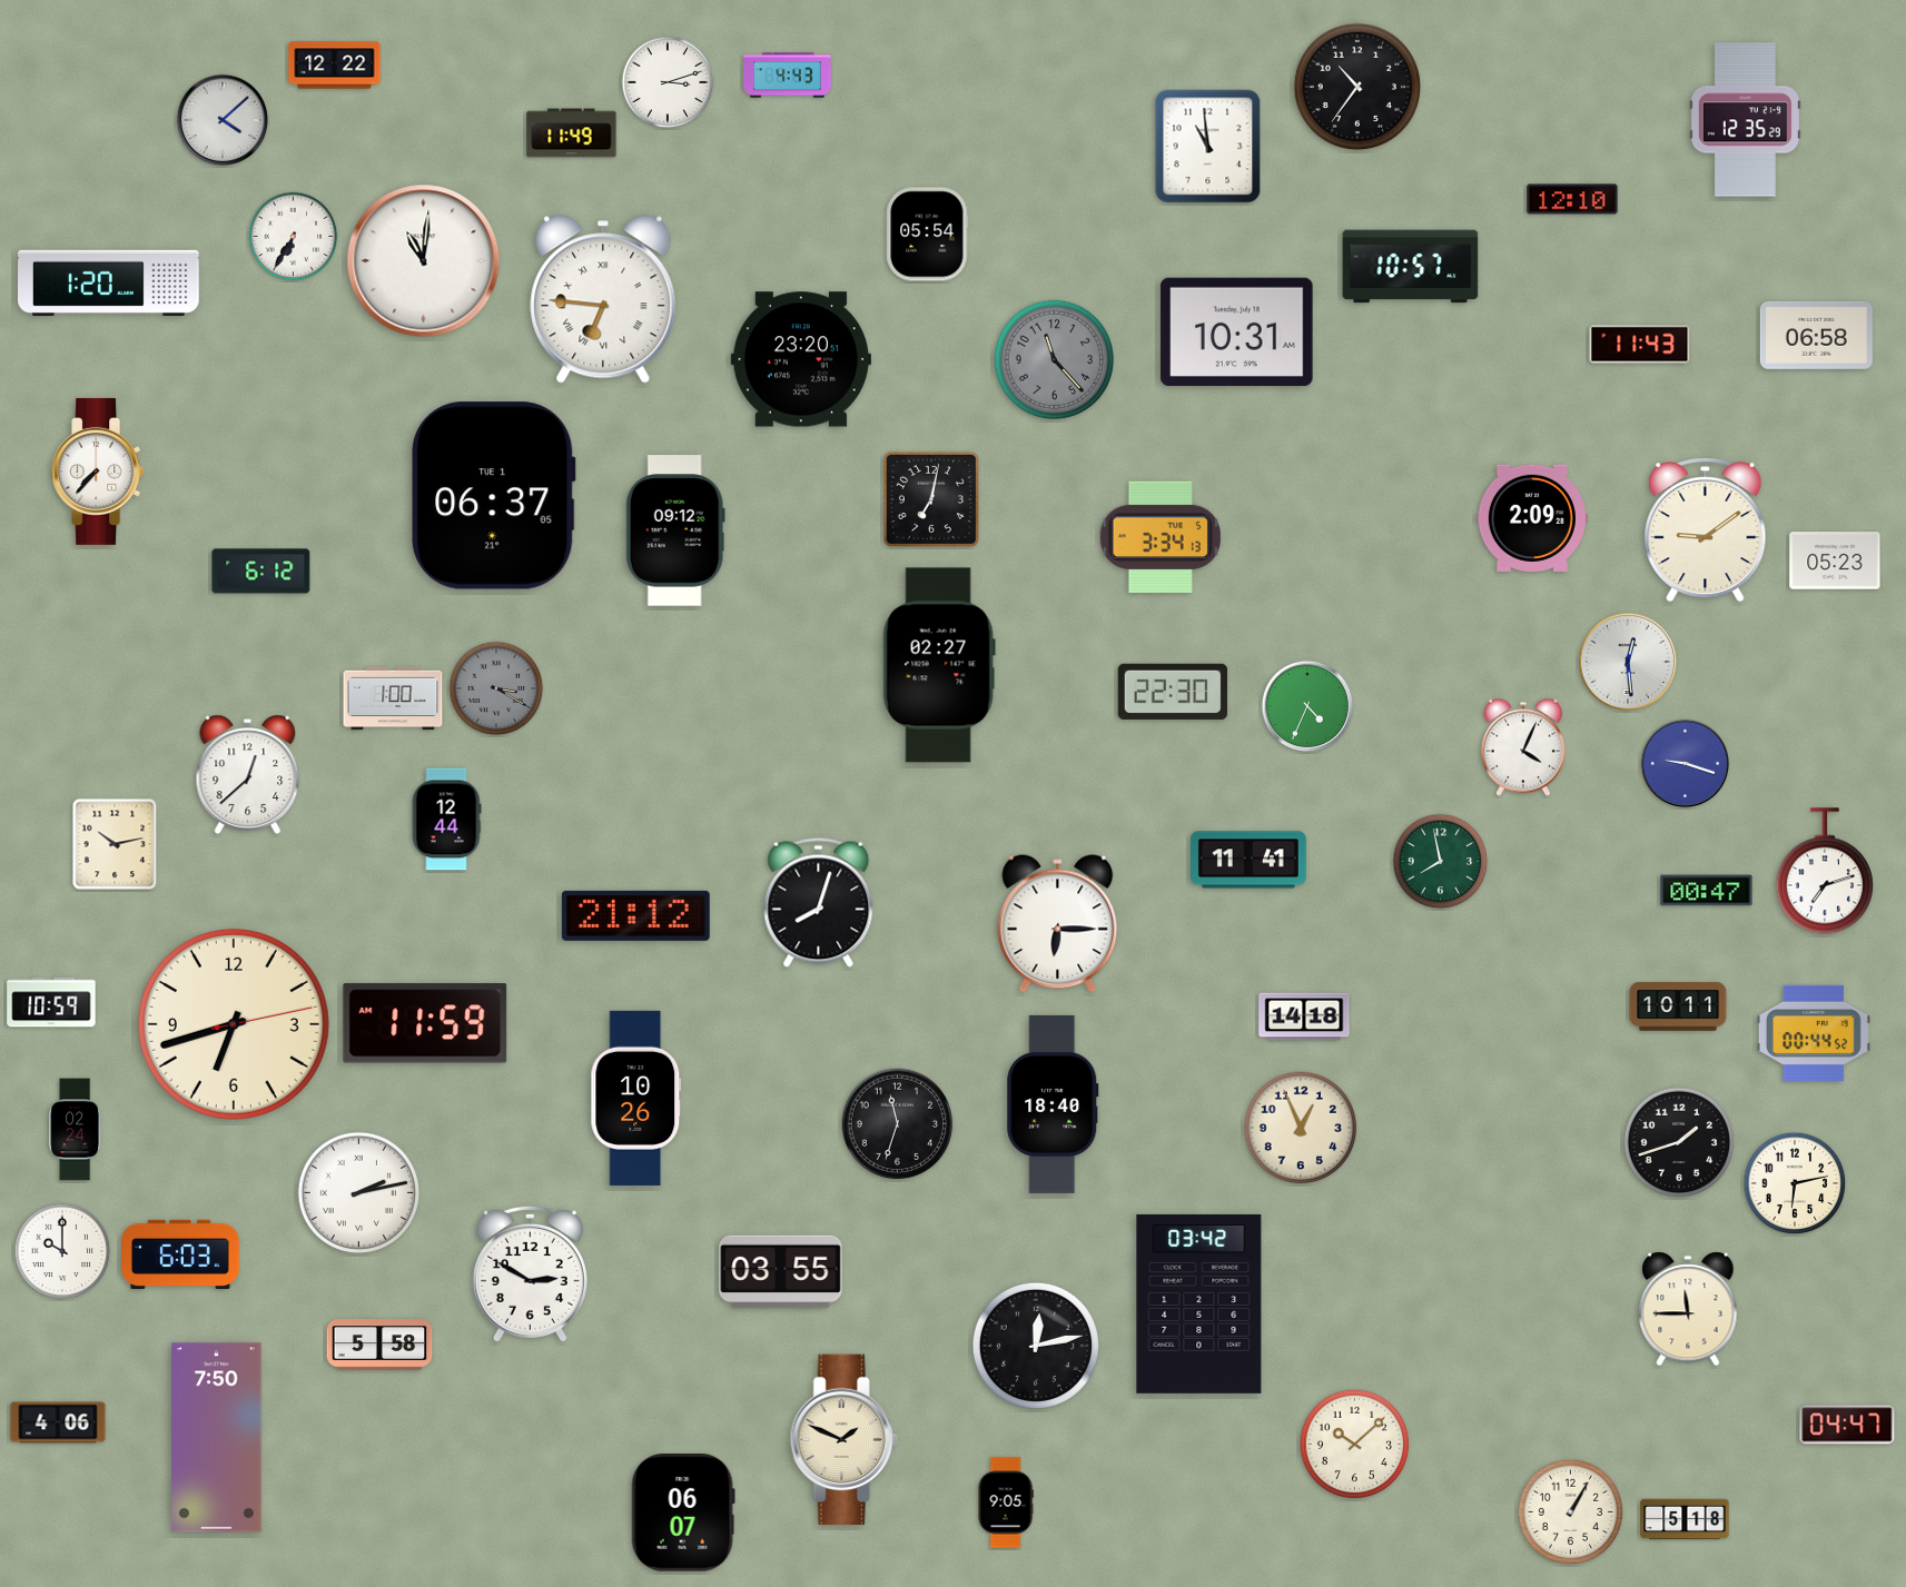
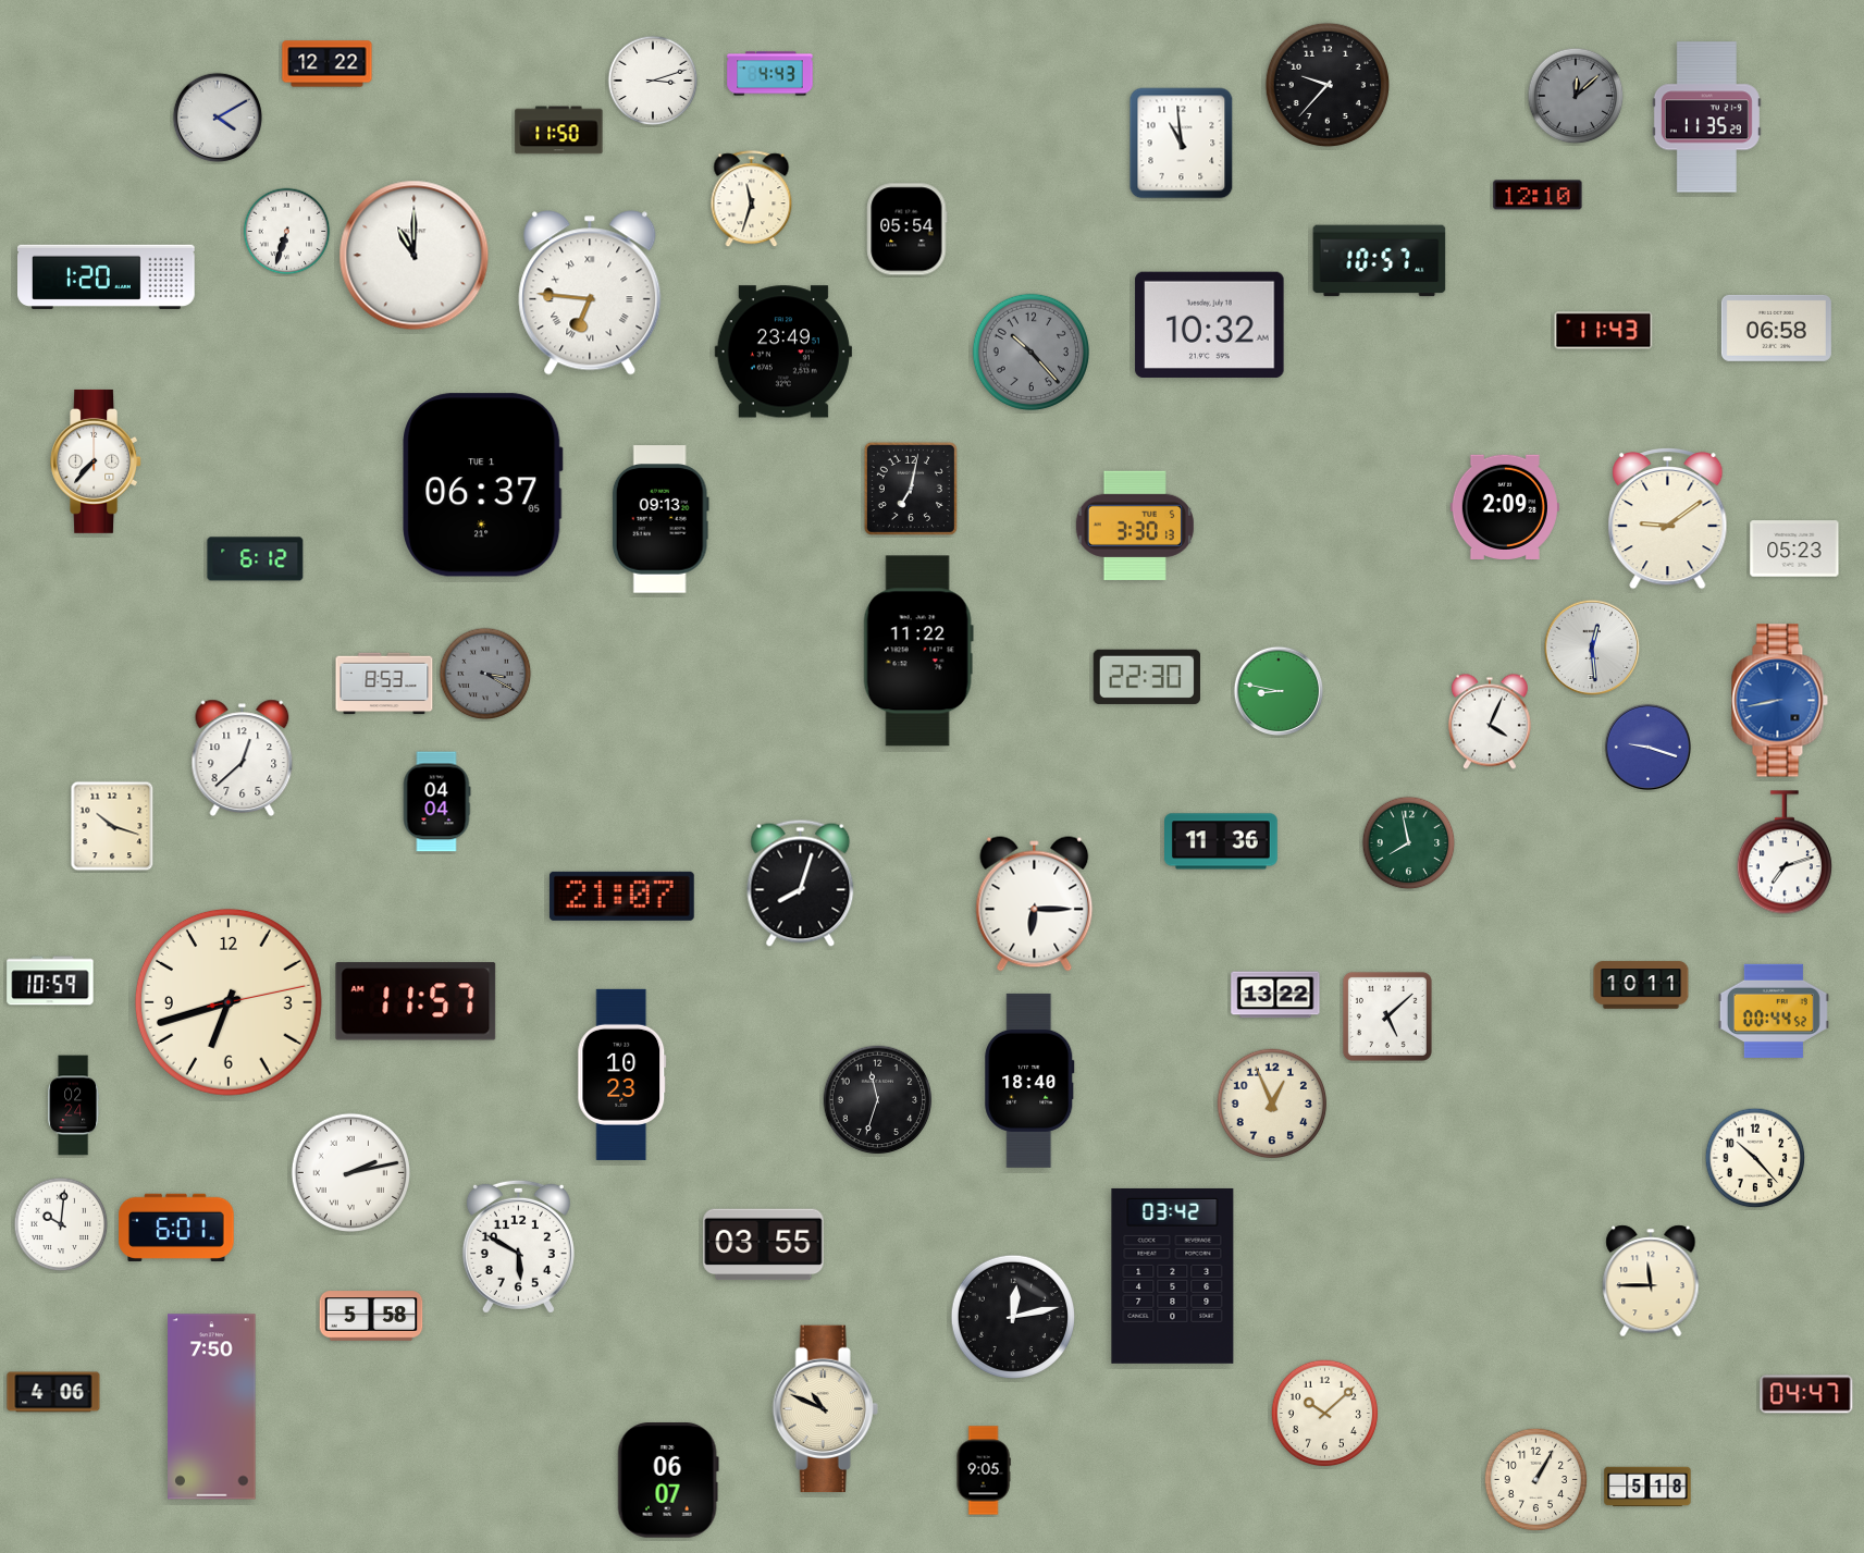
clock at (1357, 87): 10:36 -> 9:37
clock at (1576, 96): none -> 12:08
clock at (223, 120): 4:08 -> 4:10
clock at (1745, 120): 12:35 -> 11:35
clock at (572, 133): 11:49 -> 11:50
clock at (752, 199): none -> 11:33
clock at (294, 237): 6:35 -> 6:33
clock at (424, 261): 11:01 -> 11:00
clock at (1237, 331): 10:31 -> 10:32
clock at (1640, 345) position: (1640, 345) -> (1604, 331)
clock at (801, 359): 23:20 -> 23:49
clock at (1054, 359): 11:23 -> 10:23
clock at (1532, 518) position: (1532, 518) -> (1505, 507)
clock at (675, 530): 09:12 -> 09:13
clock at (1161, 537): 3:34 -> 3:30
clock at (939, 665): 02:27 -> 11:22
clock at (393, 698): 1:00 -> 8:53
clock at (1307, 706): 4:34 -> 8:47
clock at (1779, 701): none -> 8:43
clock at (1523, 747) position: (1523, 747) -> (1490, 722)
clock at (446, 820): 12:44 -> 04:04
clock at (115, 844): 10:13 -> 10:18
clock at (1250, 860): 11:41 -> 11:36
clock at (1707, 891): 00:47 -> none
clock at (635, 915): 21:12 -> 21:07
clock at (1304, 1016): 14:18 -> 13:22
clock at (425, 1023): 11:59 -> 11:57
clock at (1387, 1016): none -> 5:08
clock at (636, 1098): 10:26 -> 10:23
clock at (1679, 1142): 1:42 -> none
clock at (1795, 1183): 6:13 -> 10:23
clock at (358, 1192) position: (358, 1192) -> (350, 1172)
clock at (62, 1251): 10:00 -> 10:01
clock at (180, 1254): 6:03 -> 6:01
clock at (530, 1273): 2:50 -> 5:50
clock at (58, 1422) position: (58, 1422) -> (53, 1392)
clock at (843, 1440): 1:49 -> 10:49
